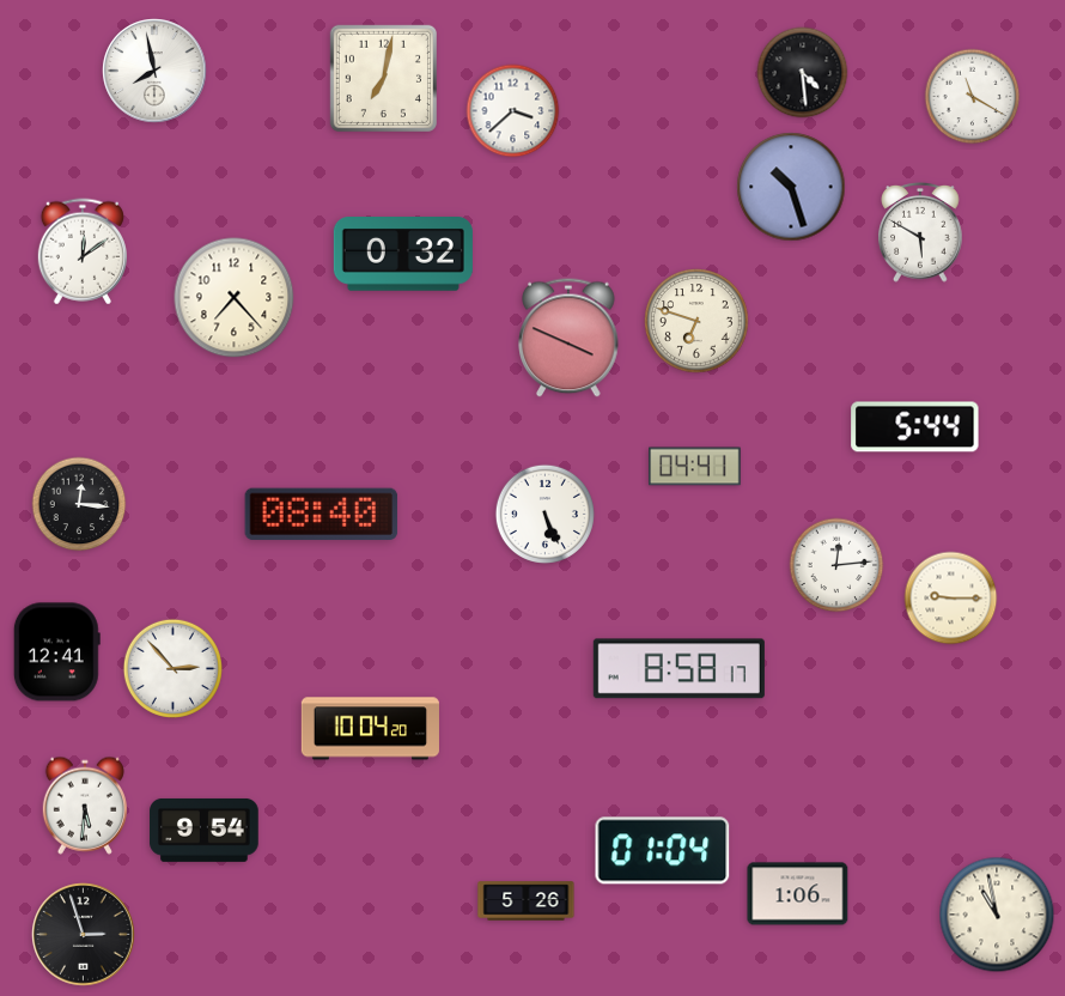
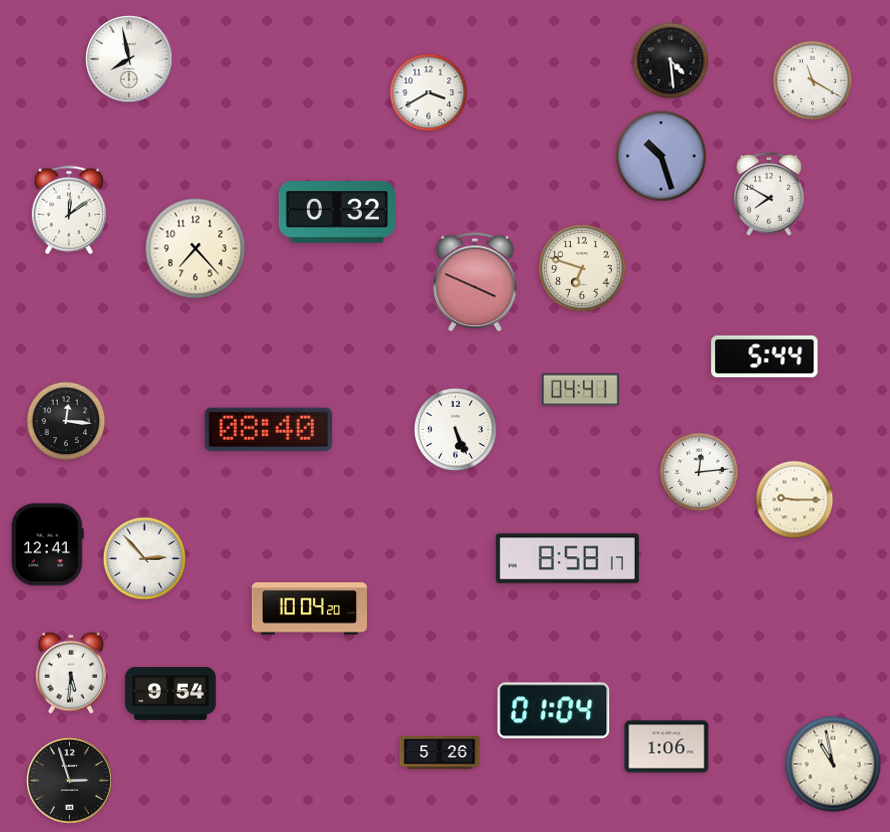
clock at (383, 78): 7:02 -> none
clock at (513, 111): 3:38 -> 3:40
clock at (920, 233): 5:50 -> 7:50
